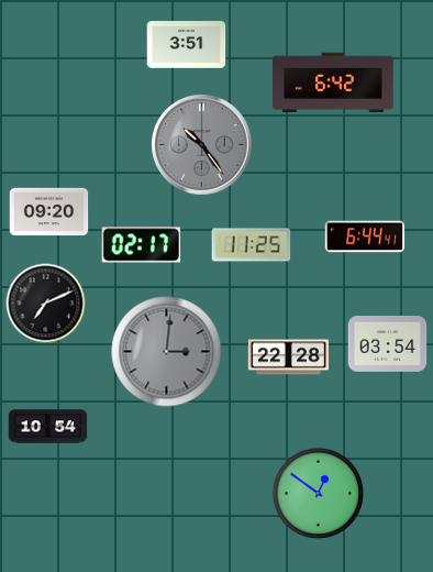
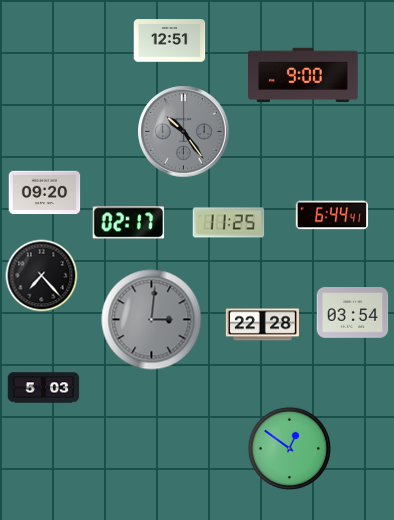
clock at (187, 45): 3:51 -> 12:51
clock at (333, 81): 6:42 -> 9:00
clock at (46, 304): 7:11 -> 7:23
clock at (48, 427): 10:54 -> 5:03
